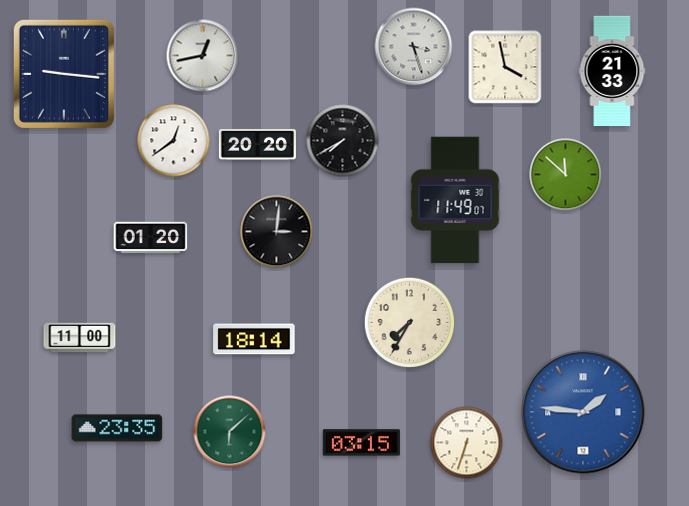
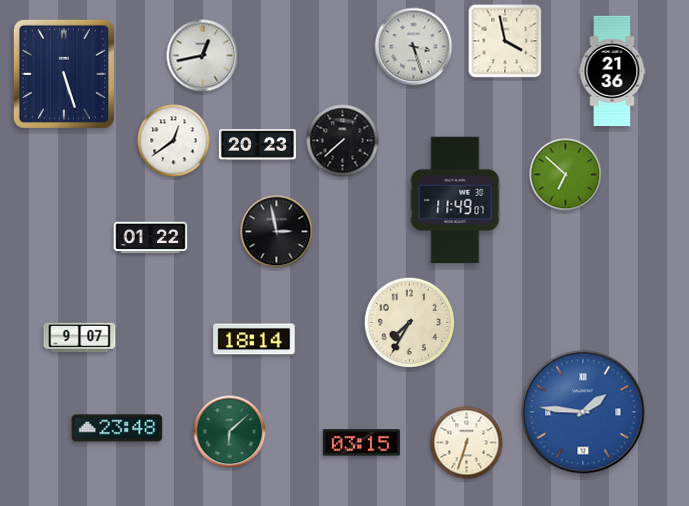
clock at (505, 67) position: (505, 67) -> (505, 41)
clock at (612, 71): 21:33 -> 21:36
clock at (64, 74): 9:16 -> 5:27
clock at (343, 141): 7:40 -> 7:38
clock at (257, 144): 20:20 -> 20:23
clock at (566, 175): 11:52 -> 6:52
clock at (277, 232): 3:01 -> 2:58
clock at (151, 238): 01:20 -> 01:22
clock at (80, 338): 11:00 -> 9:07
clock at (117, 428): 23:35 -> 23:48
